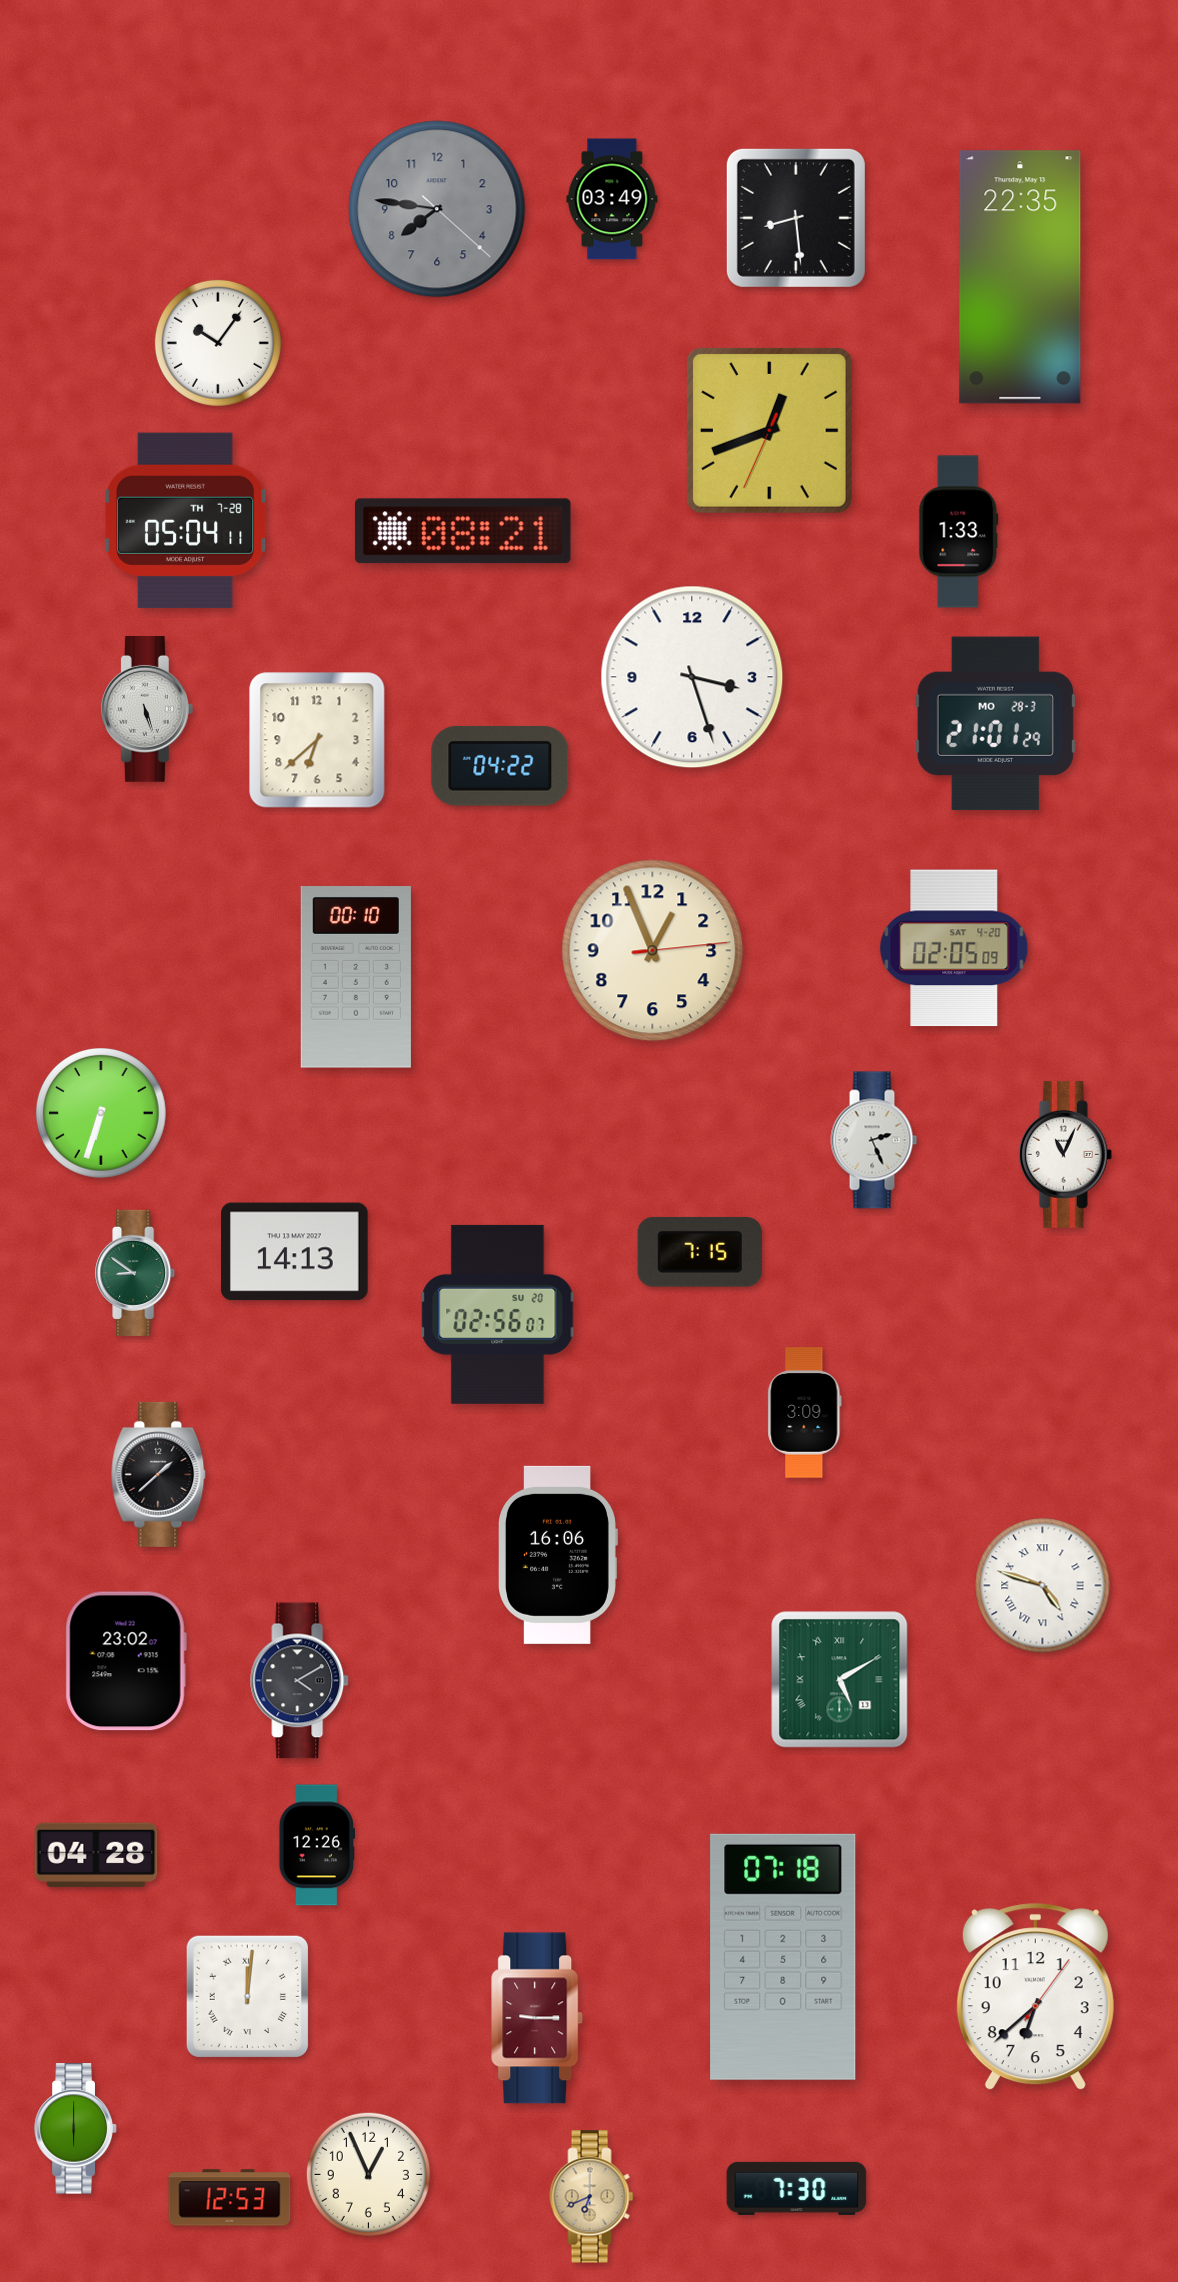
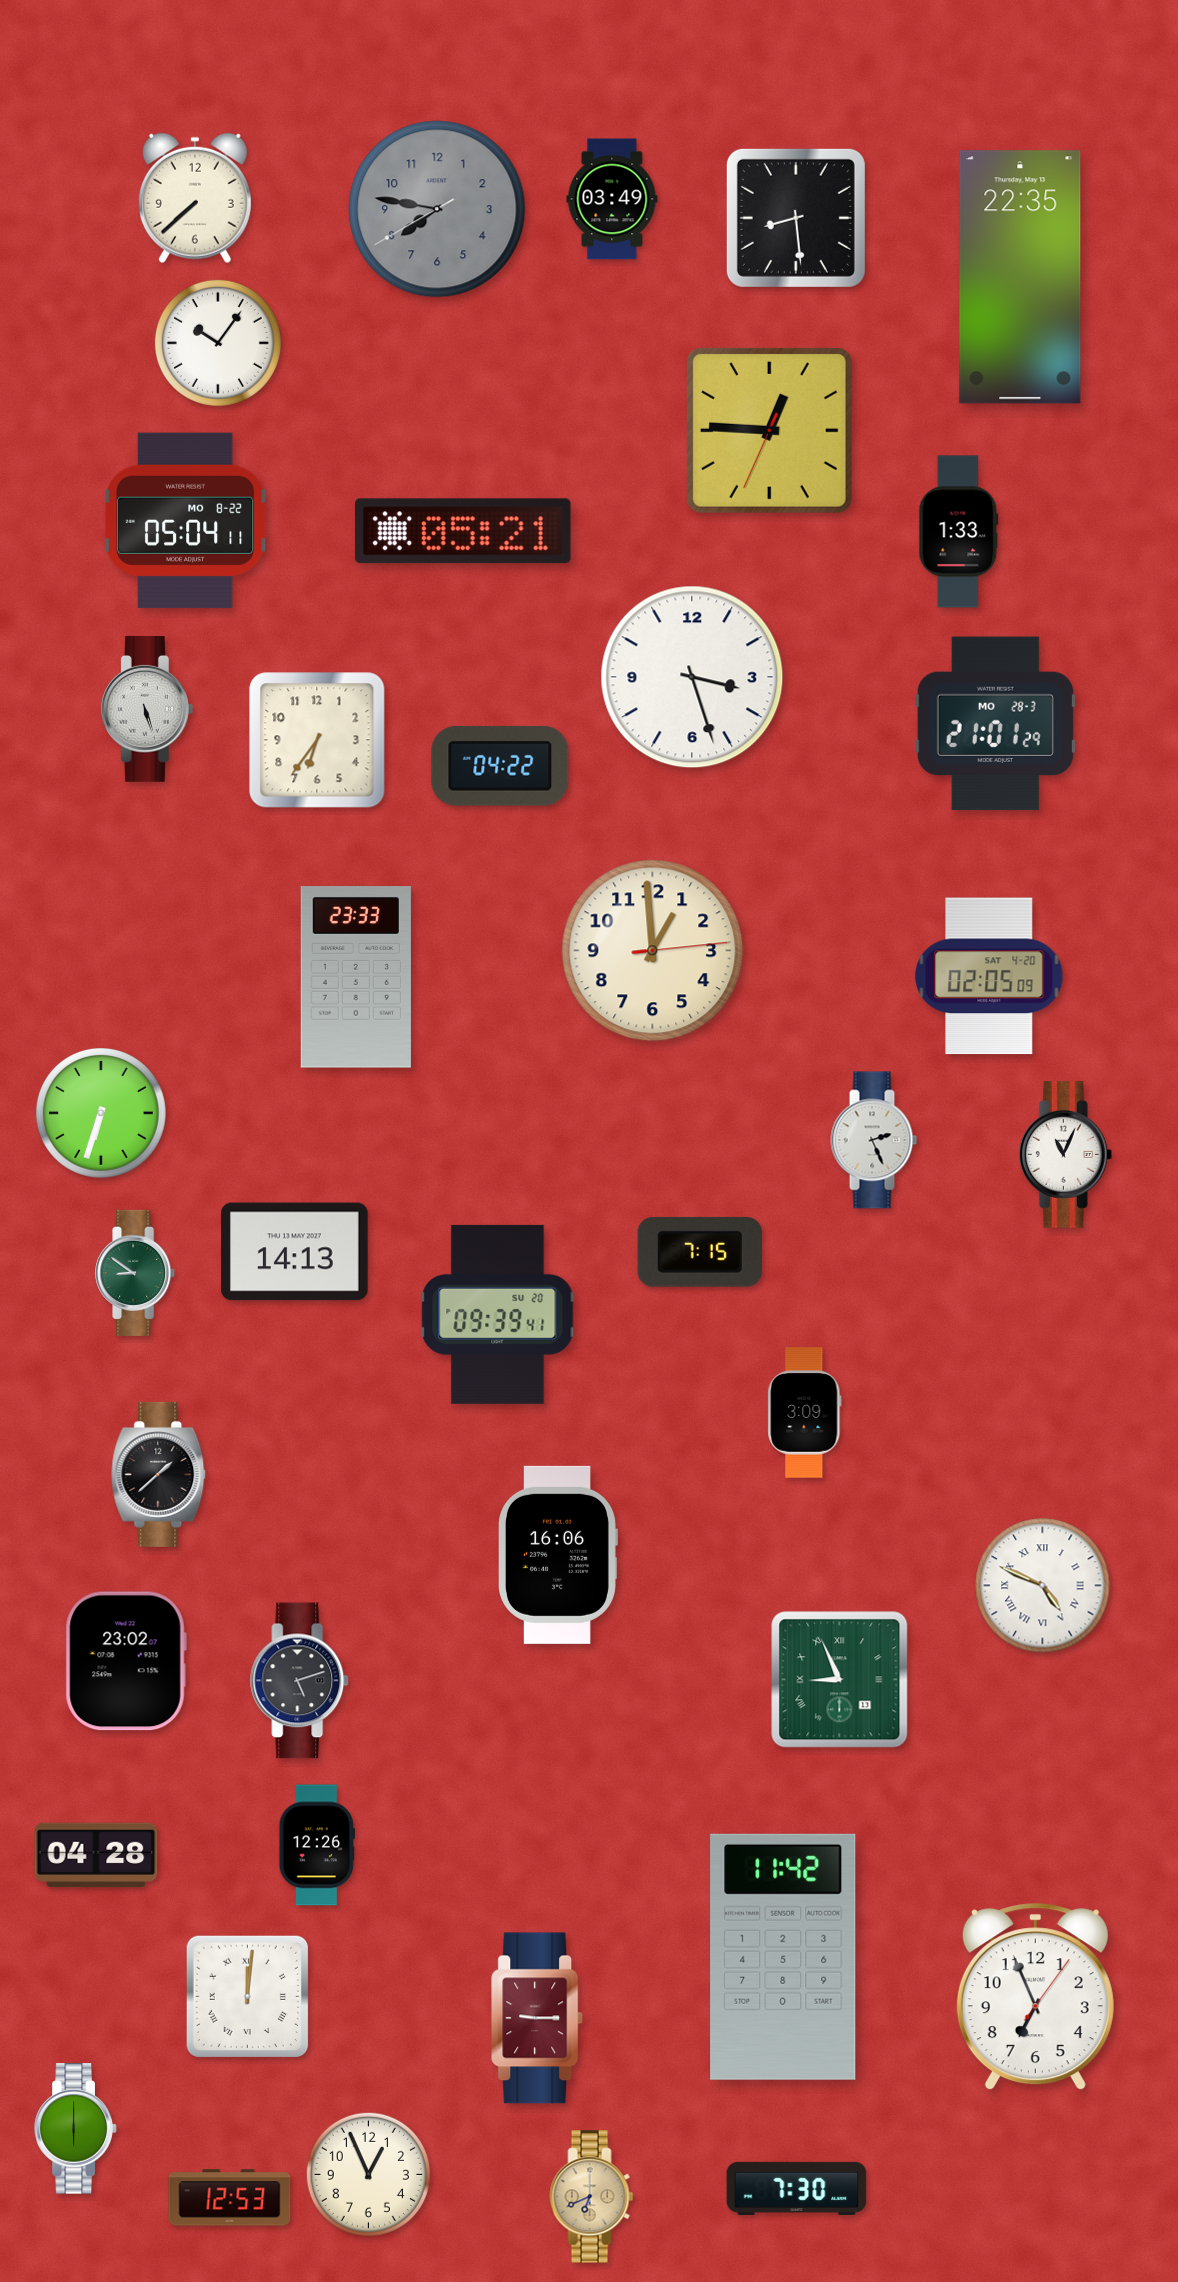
clock at (195, 198): none -> 7:38
clock at (437, 209): 7:46:22 -> 7:46:40
clock at (769, 430): 12:41 -> 12:45
clock at (186, 520) date: TH 7-28 -> MO 8-22
clock at (463, 531): 08:21 -> 05:21
clock at (317, 740): 6:38 -> 6:36
clock at (954, 948) position: (954, 948) -> (989, 976)
clock at (653, 951): 12:56 -> 12:59
clock at (356, 977): 00:10 -> 23:33
clock at (498, 1314): 02:56 -> 09:39
clock at (1043, 1586): 4:48 -> 4:49
clock at (840, 1680): 5:10 -> 8:56
clock at (300, 1681): 4:10 -> 5:12
clock at (783, 1957): 07:18 -> 11:42
clock at (1035, 1997): 6:38 -> 6:56
